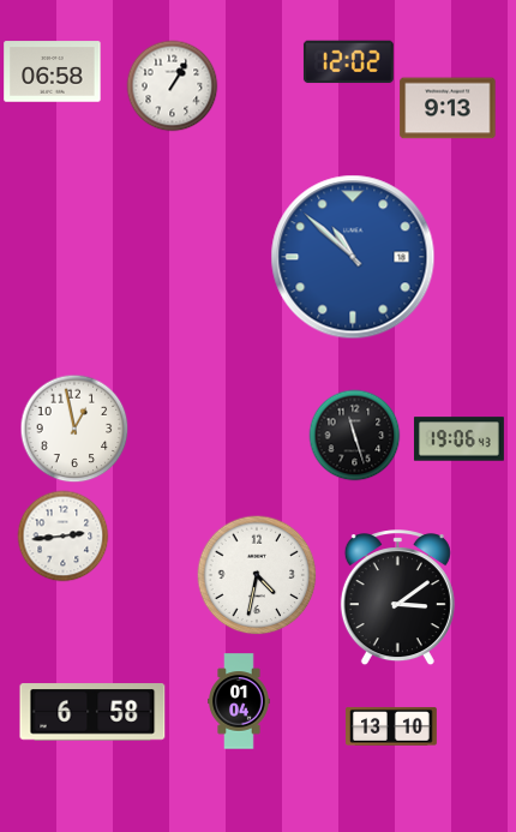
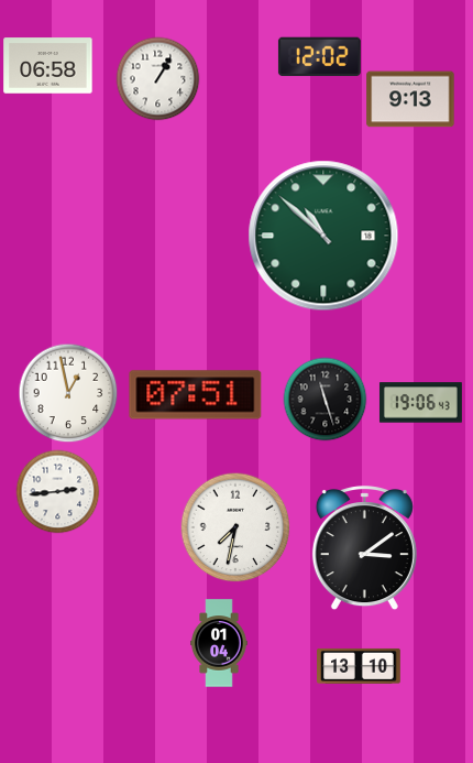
clock at (353, 257) dial: blue -> green
clock at (196, 395): none -> 07:51
clock at (257, 575): 4:32 -> 7:32
clock at (92, 712): 6:58 -> none
